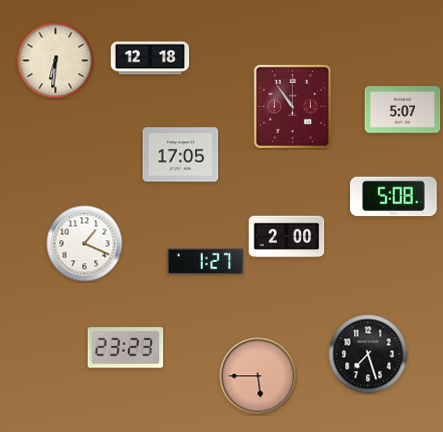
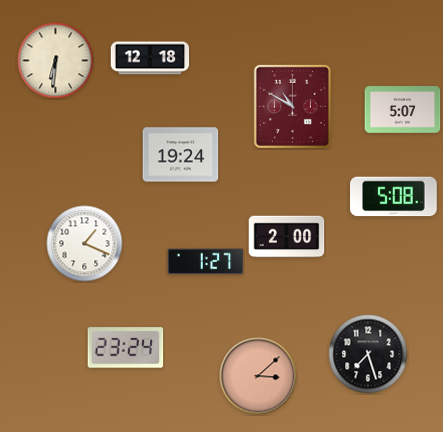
clock at (292, 106): 10:54 -> 10:50
clock at (181, 155): 17:05 -> 19:24
clock at (126, 348): 23:23 -> 23:24
clock at (258, 376): 5:45 -> 3:08
